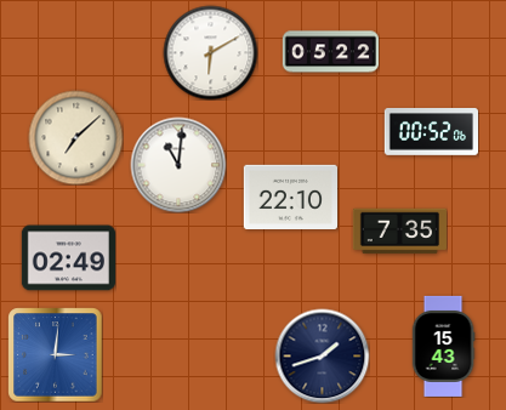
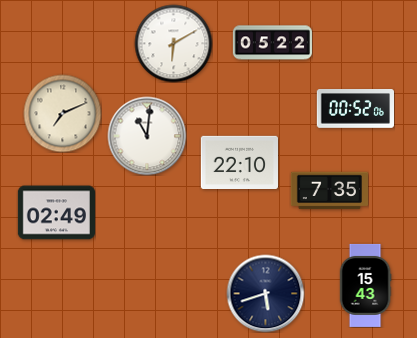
clock at (75, 137): 7:08 -> 7:11
clock at (55, 354): 3:01 -> none
clock at (322, 355): 1:42 -> 5:42
